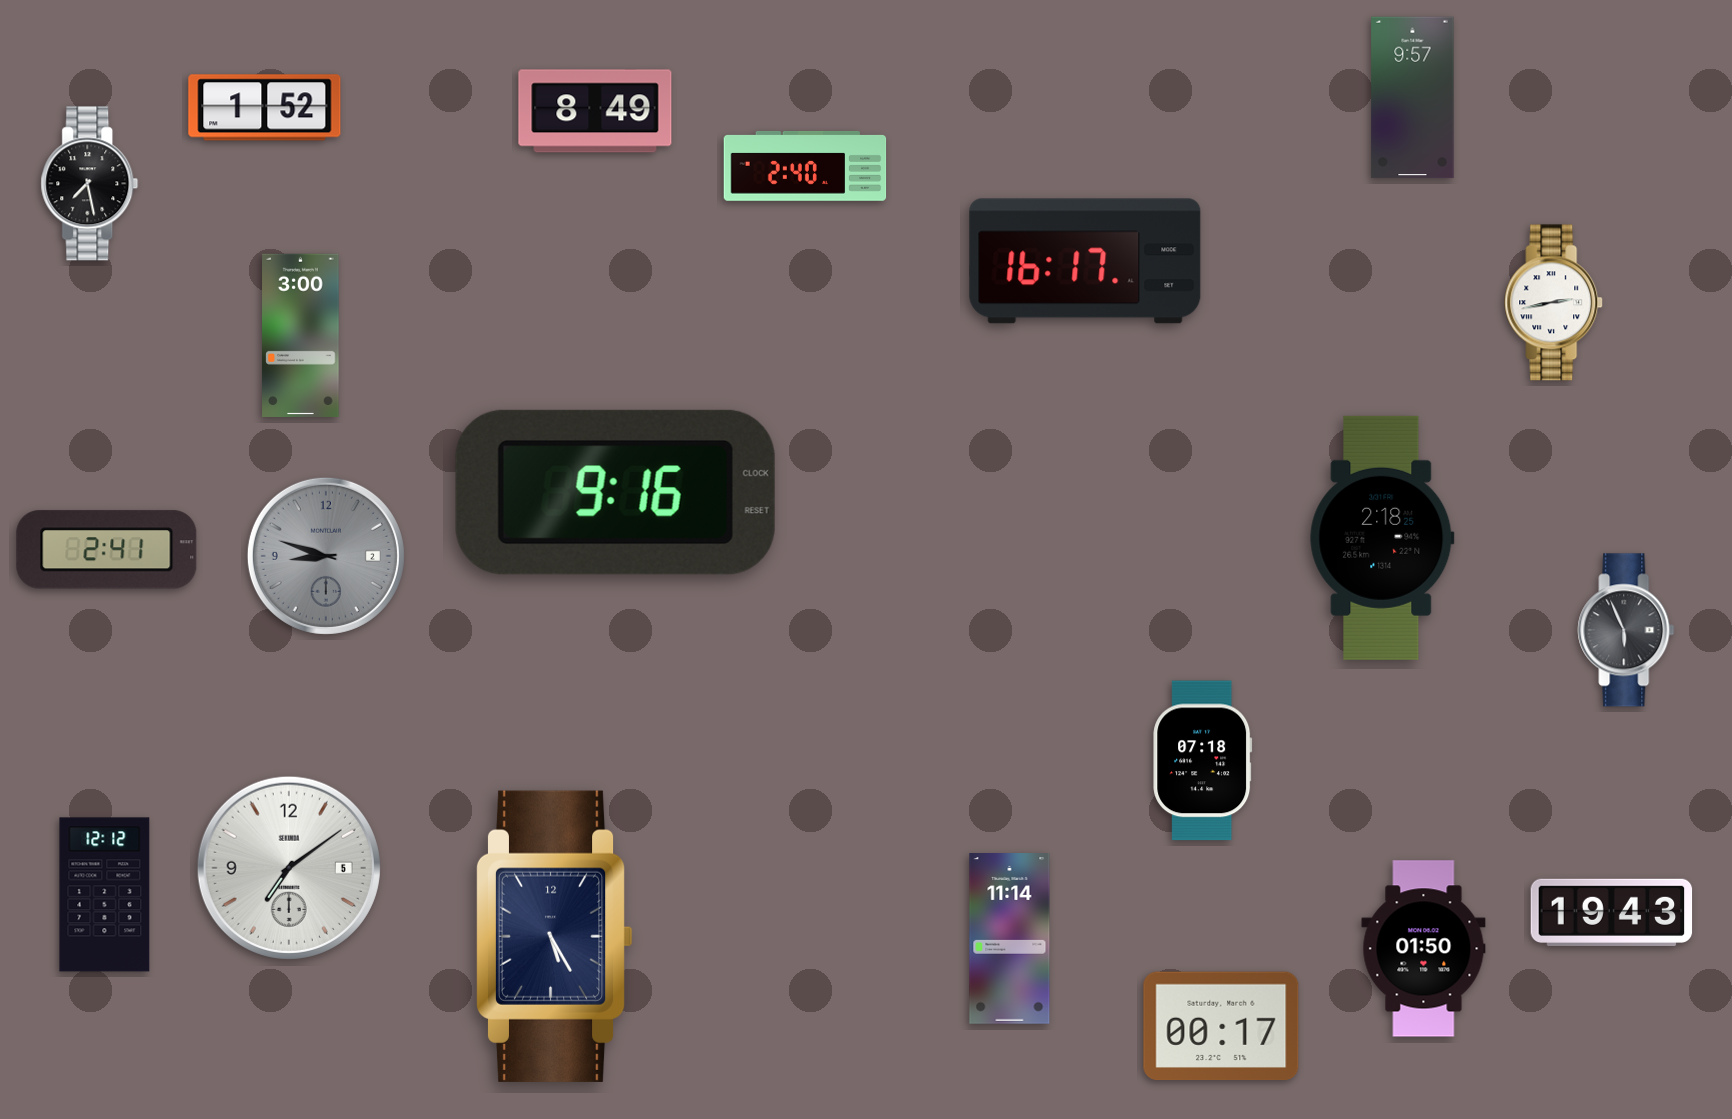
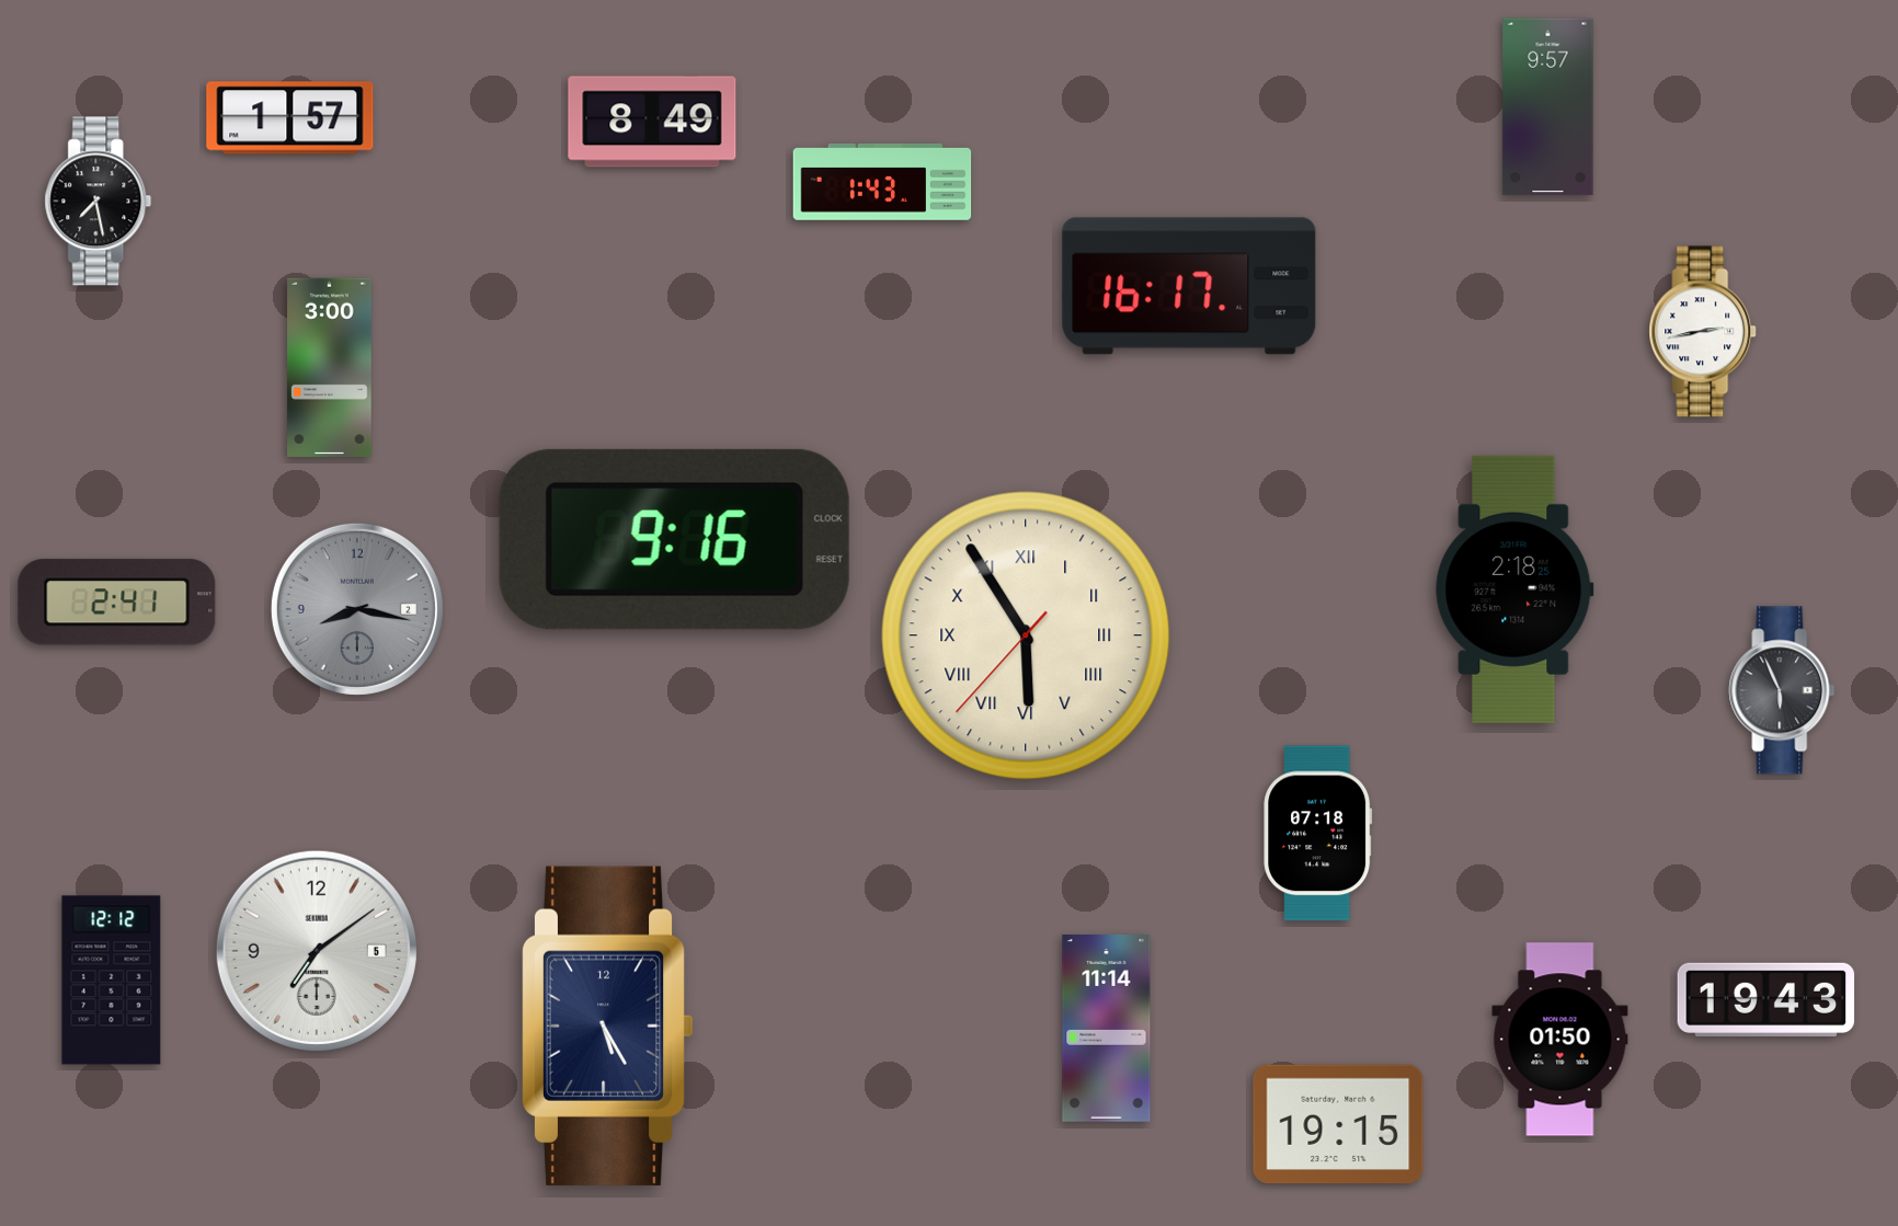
clock at (265, 108): 1:52 -> 1:57
clock at (805, 167): 2:40 -> 1:43
clock at (326, 556): 8:48 -> 8:17
clock at (1026, 635): none -> 5:54
clock at (105, 895) position: (105, 895) -> (112, 981)
clock at (1221, 1026): 00:17 -> 19:15
